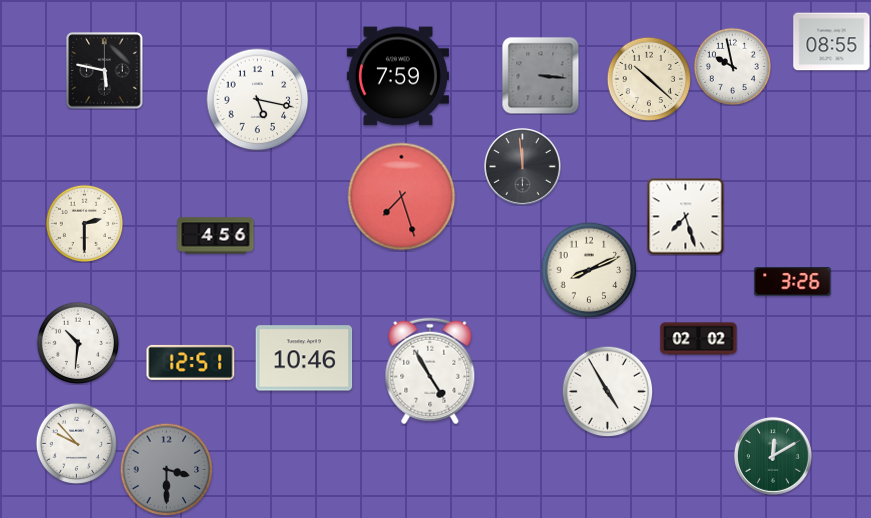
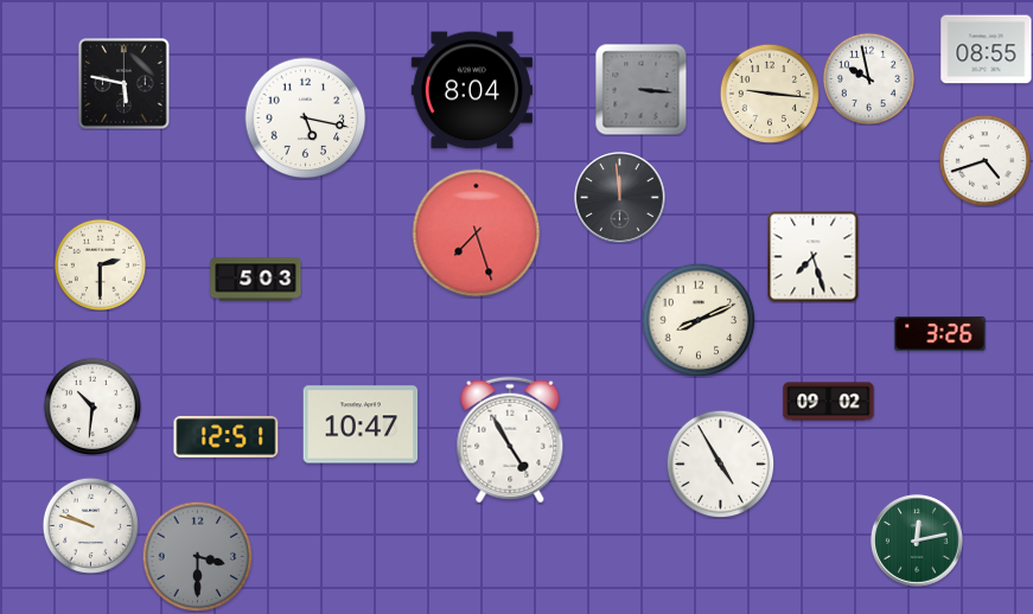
clock at (398, 76): 7:59 -> 8:04
clock at (649, 79): 10:22 -> 9:16
clock at (984, 160): none -> 4:42
clock at (216, 236): 4:56 -> 5:03
clock at (699, 339): 02:02 -> 09:02
clock at (304, 358): 10:46 -> 10:47
clock at (191, 362) position: (191, 362) -> (227, 436)
clock at (76, 443): 9:53 -> 9:48
clock at (773, 456): 12:10 -> 12:13
